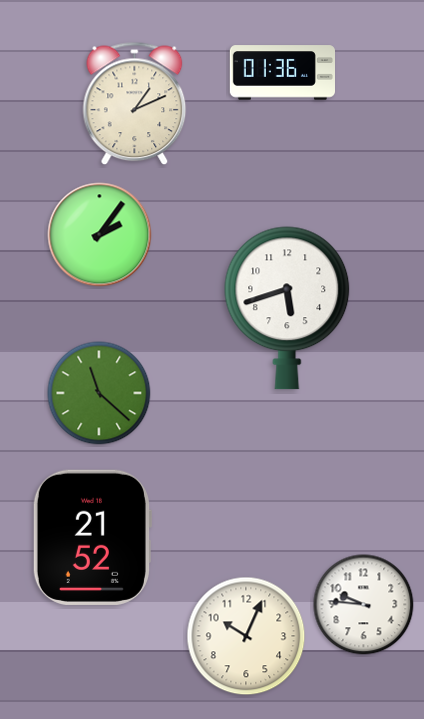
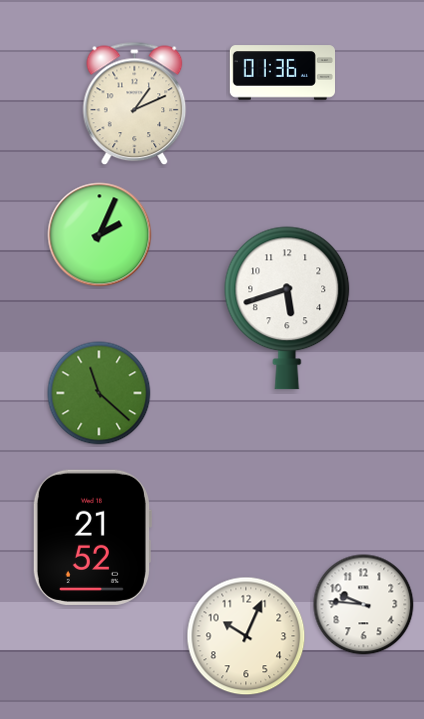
clock at (100, 235): 2:06 -> 2:04
